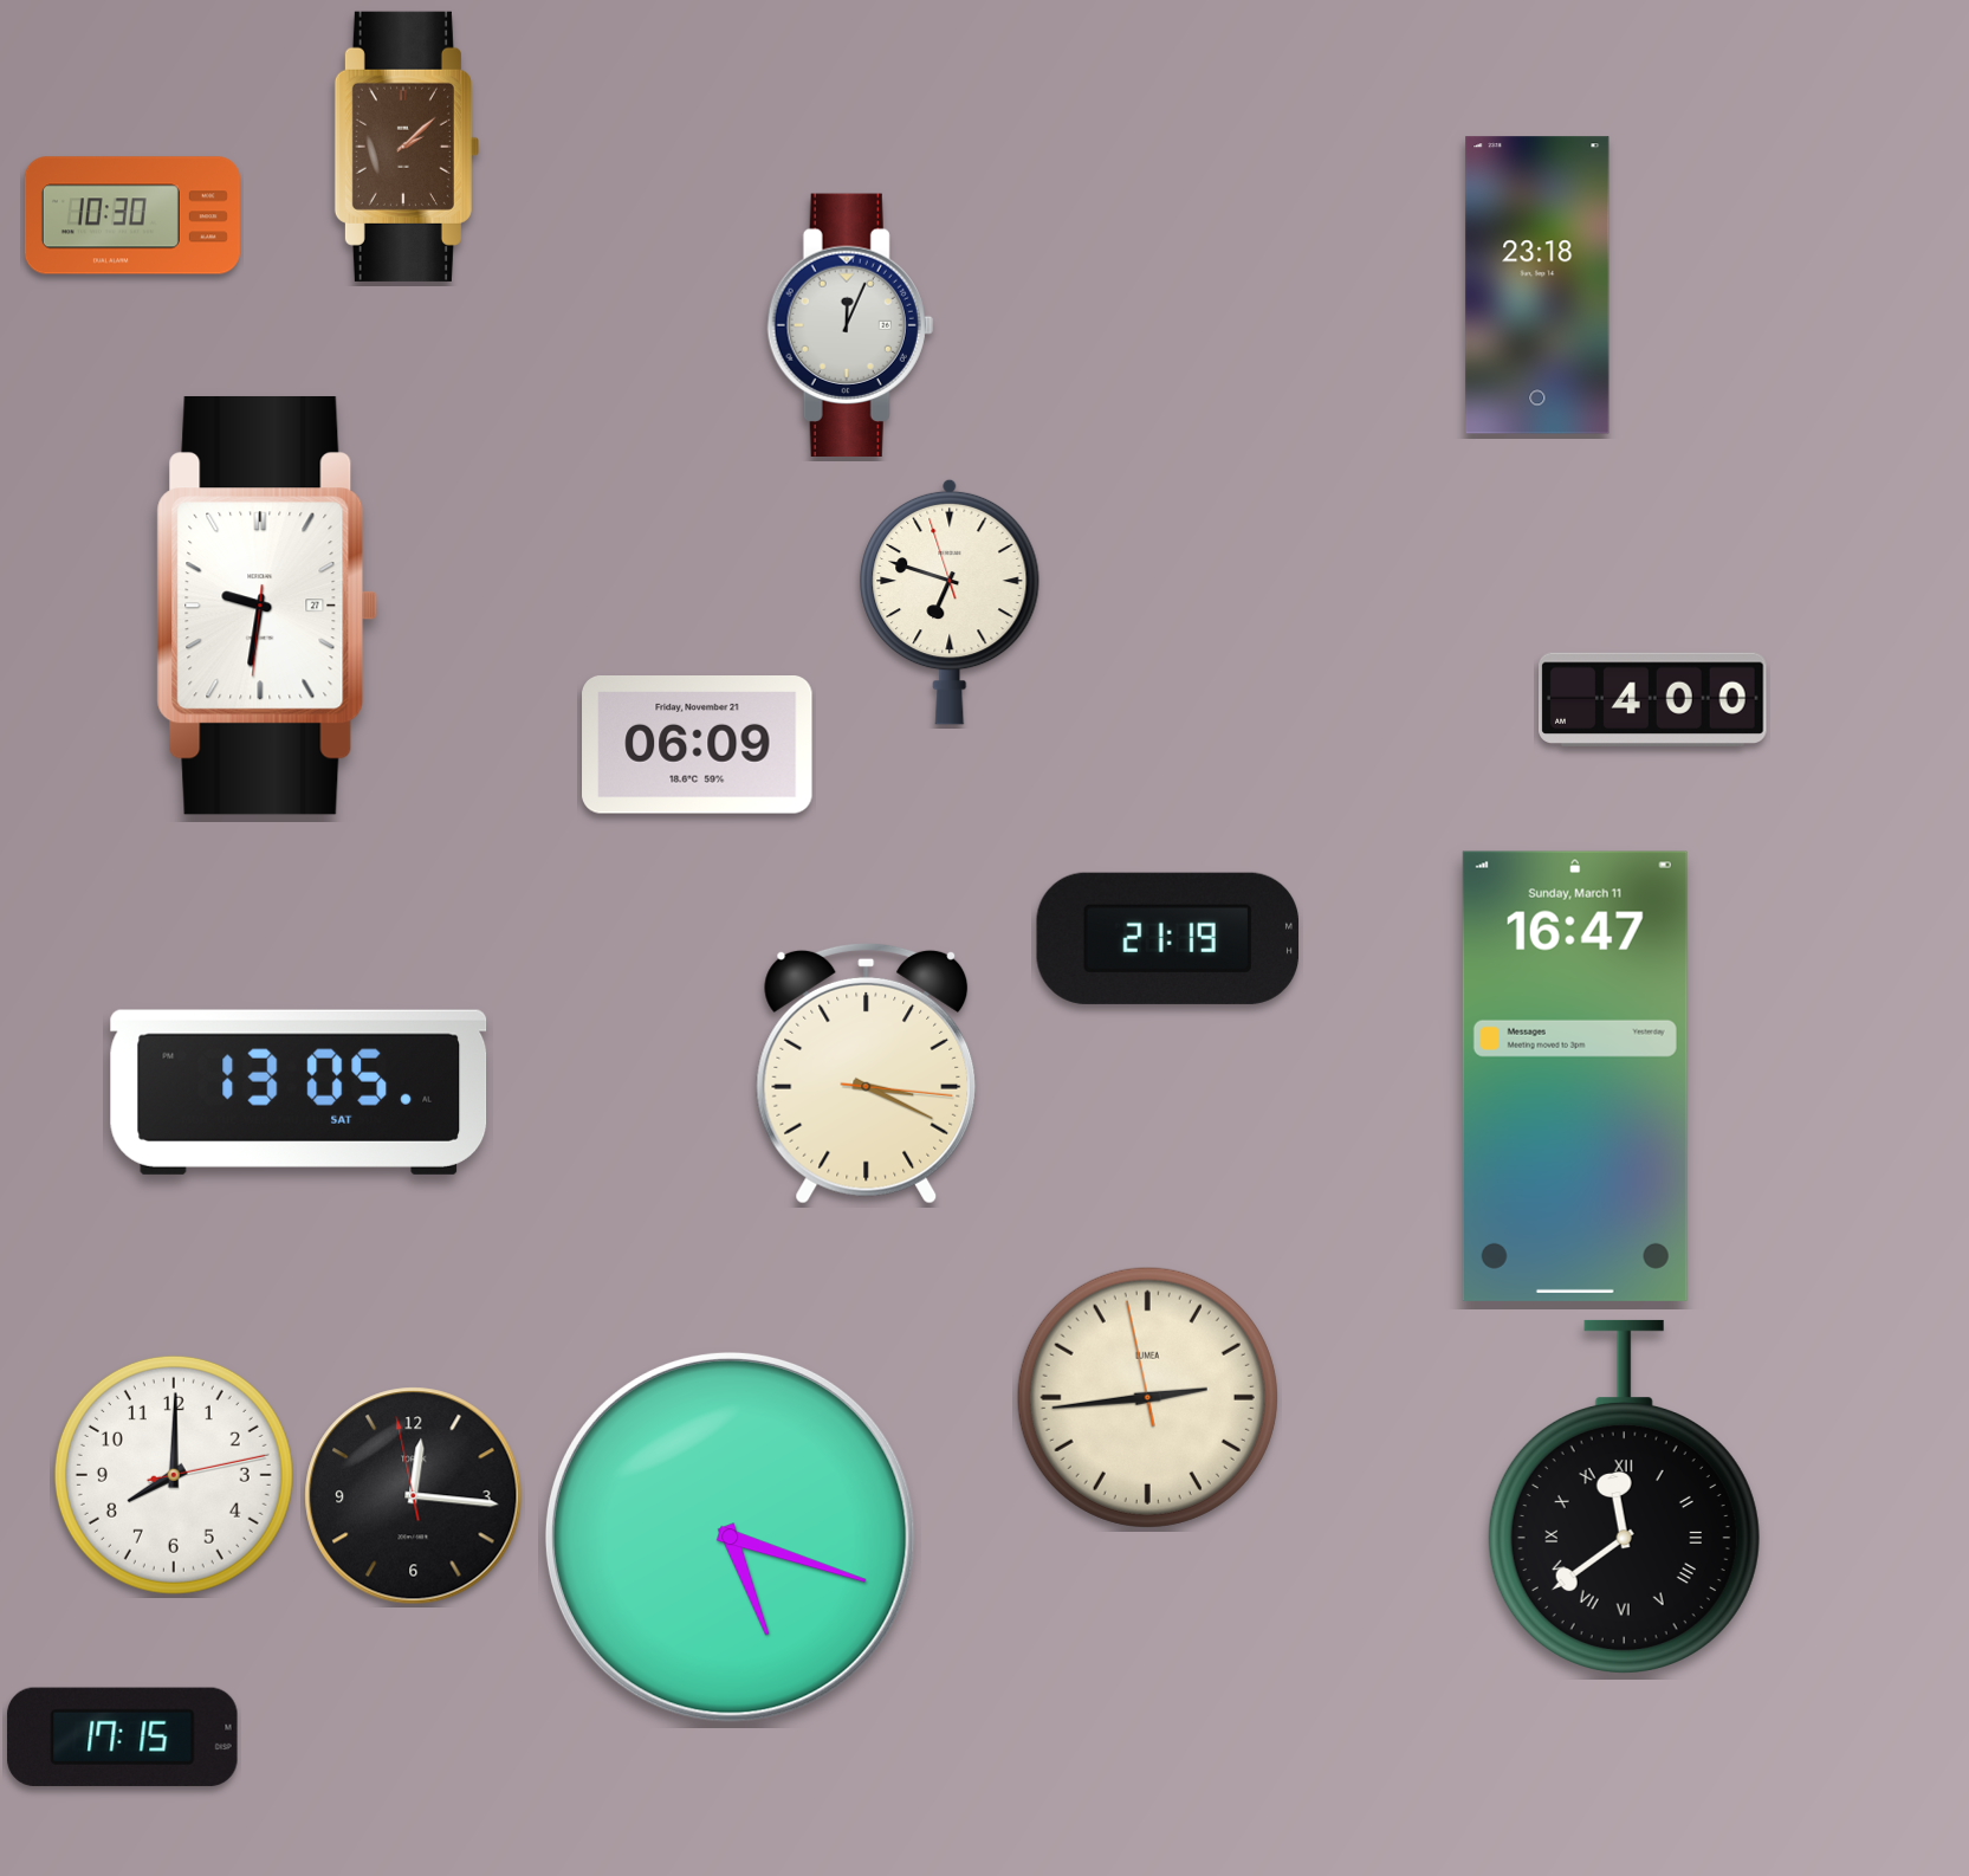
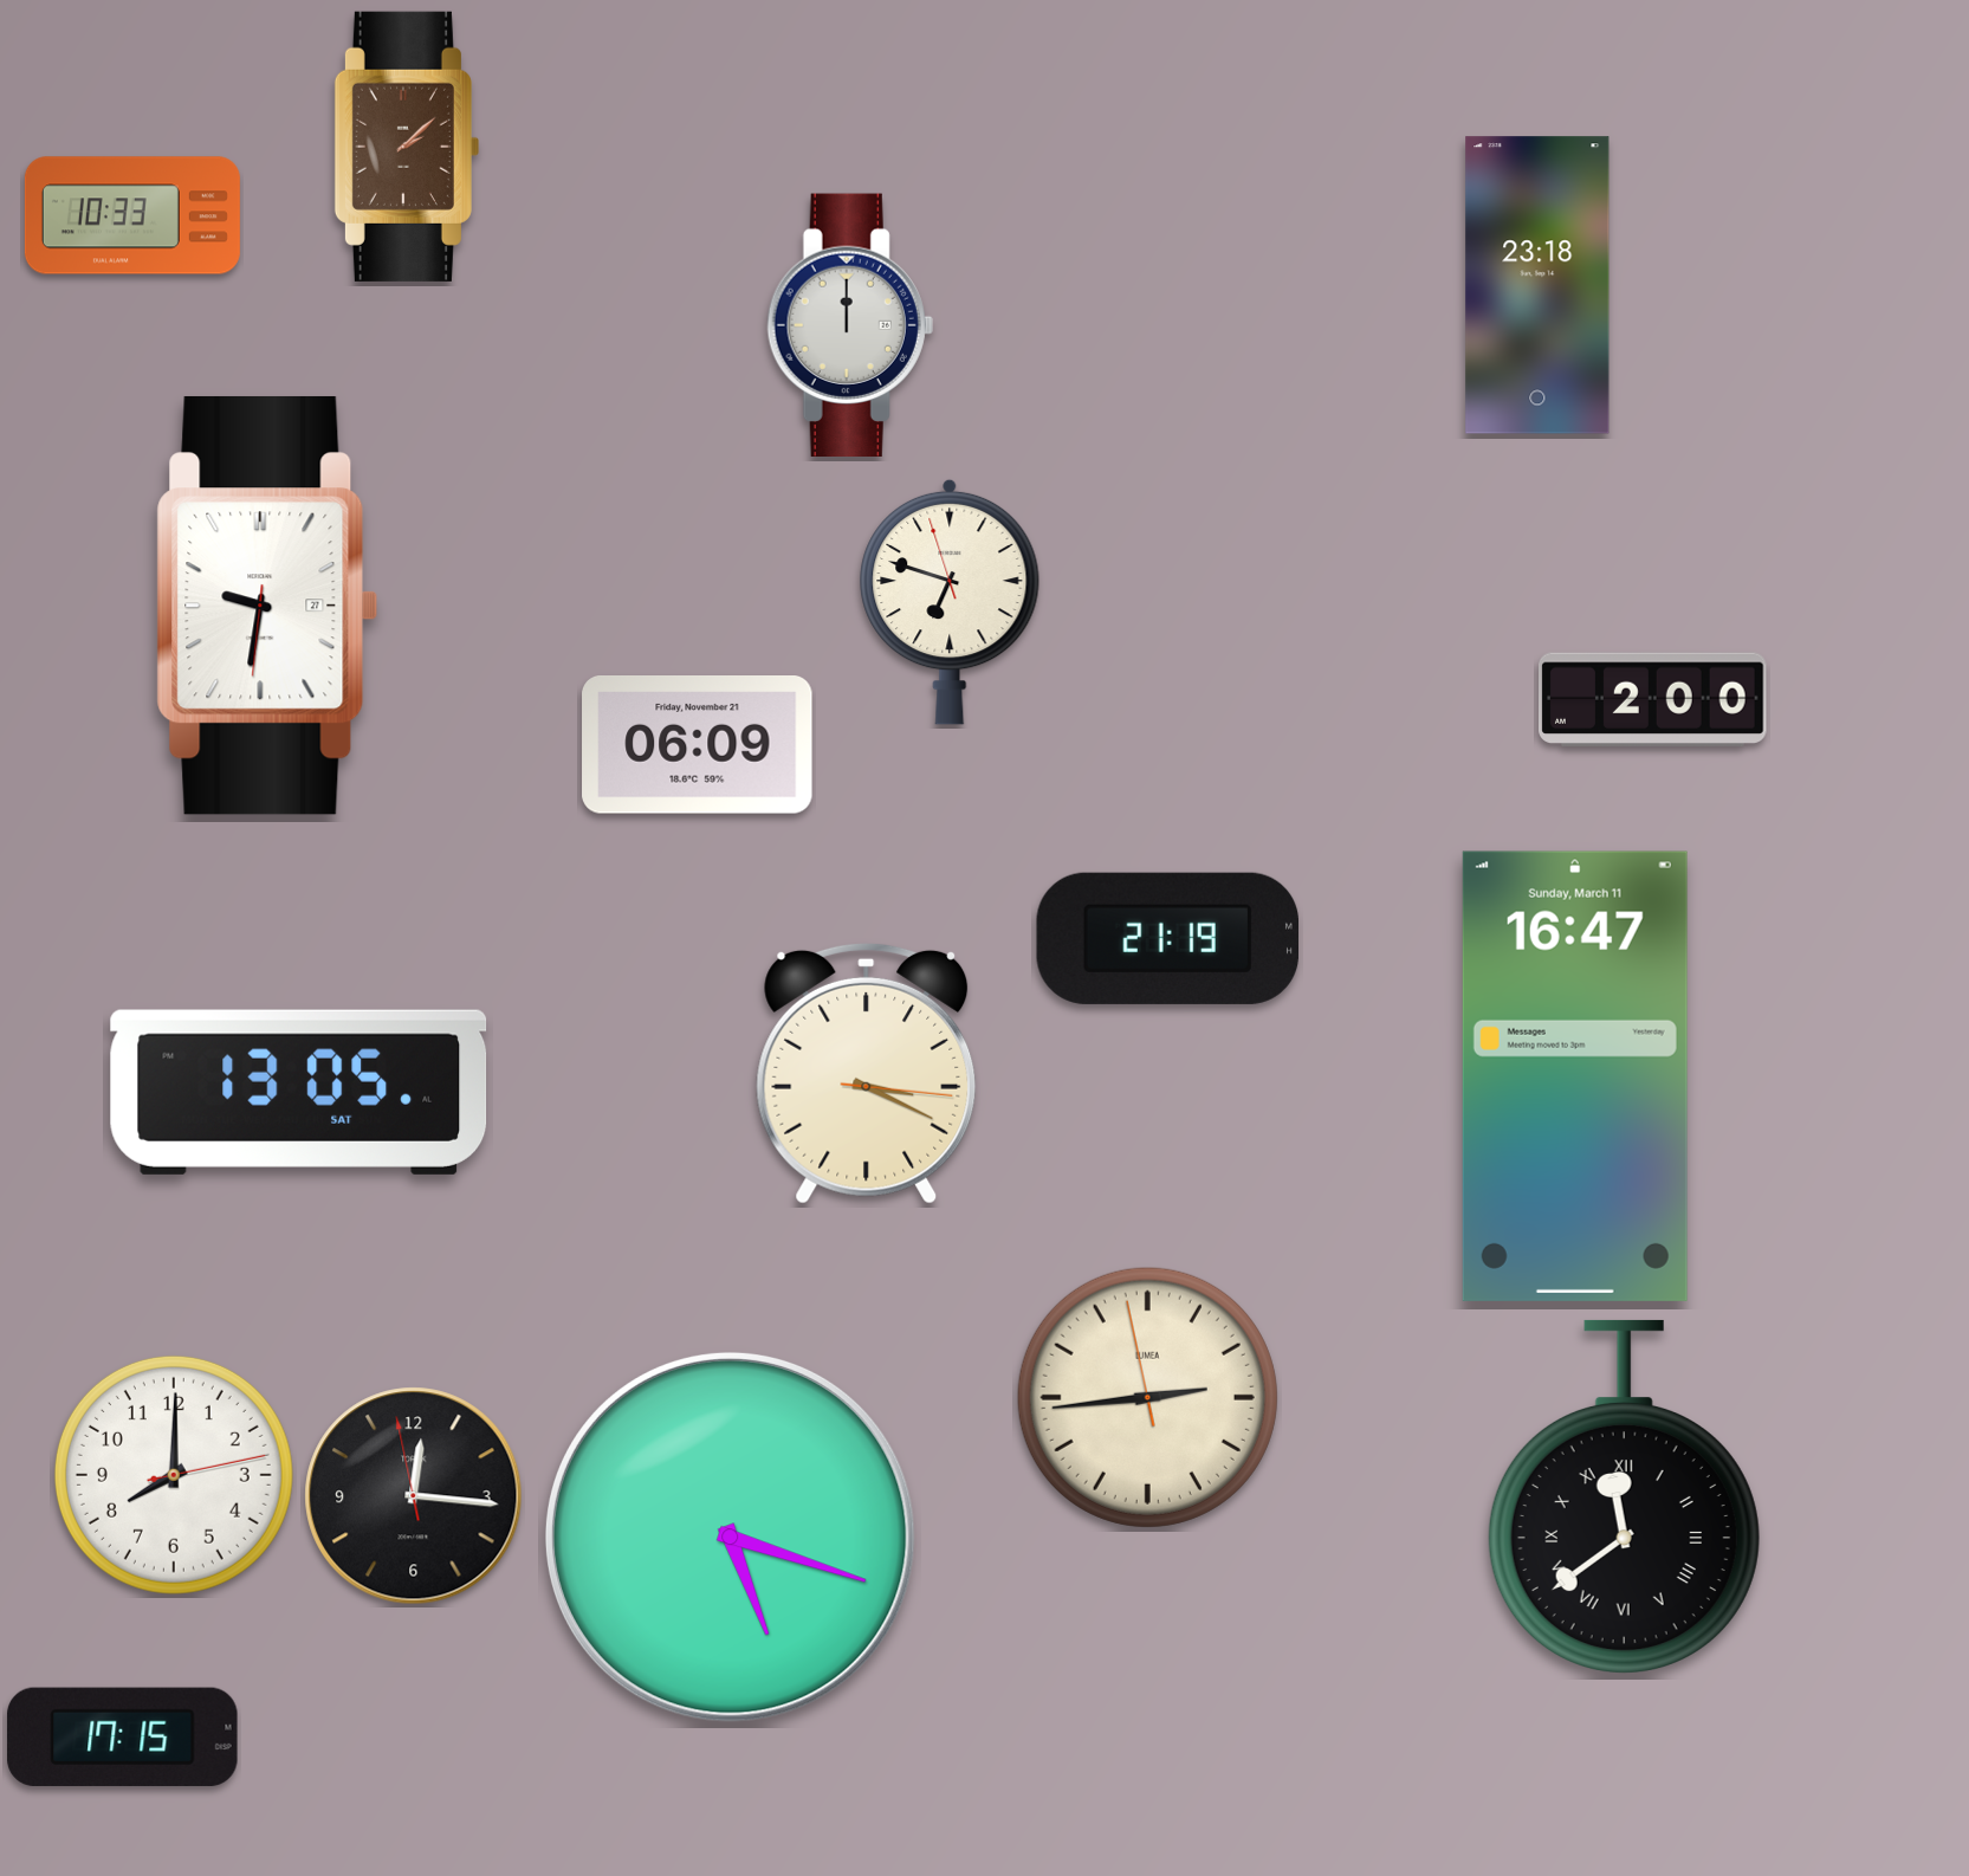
clock at (132, 215): 10:30 -> 10:33
clock at (850, 324): 12:04 -> 12:00
clock at (1653, 699): 4:00 -> 2:00
